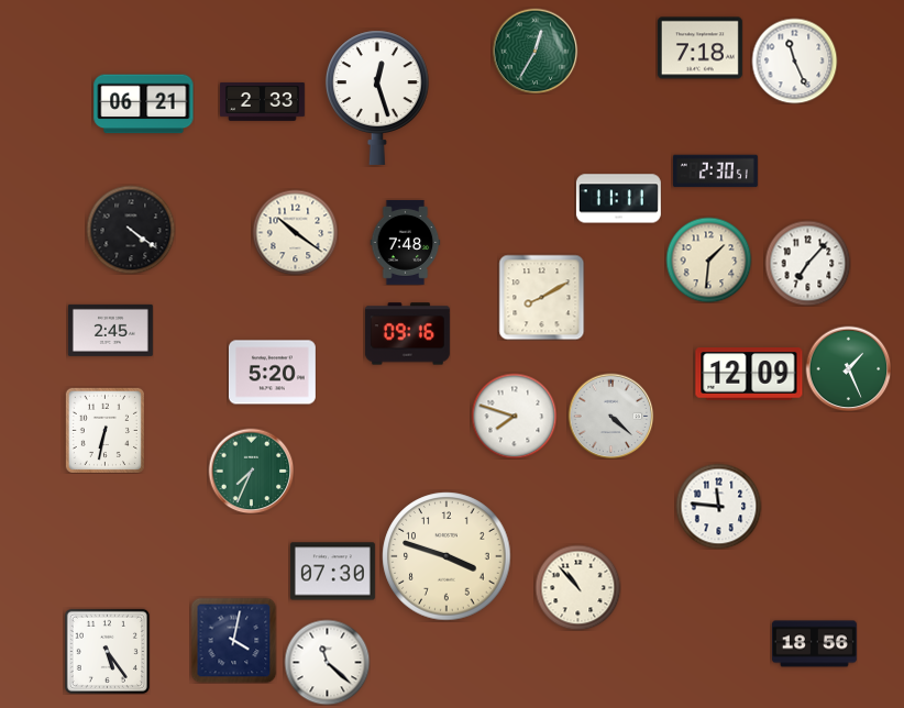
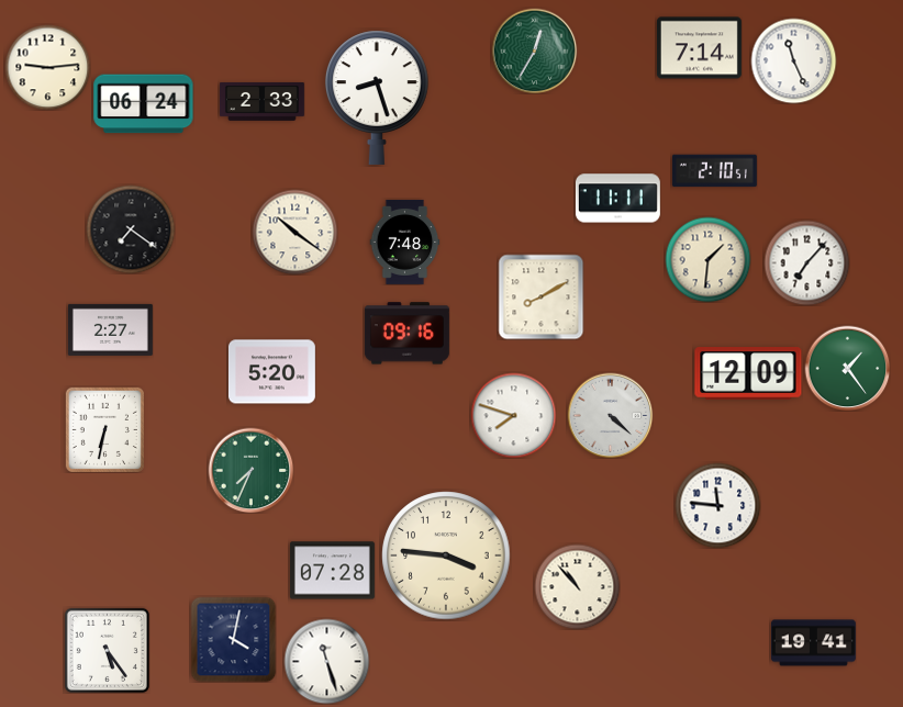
clock at (699, 48): 7:18 -> 7:14
clock at (47, 67): none -> 9:14
clock at (377, 98): 12:27 -> 8:27
clock at (144, 104): 06:21 -> 06:24
clock at (715, 172): 2:30 -> 2:10
clock at (131, 230): 4:21 -> 7:21
clock at (110, 330): 2:45 -> 2:27
clock at (848, 368): 1:26 -> 1:24
clock at (447, 556): 3:48 -> 3:46
clock at (332, 572): 07:30 -> 07:28
clock at (814, 644): 18:56 -> 19:41
clock at (327, 662): 11:22 -> 11:27
